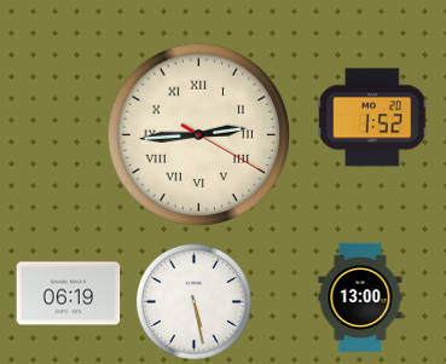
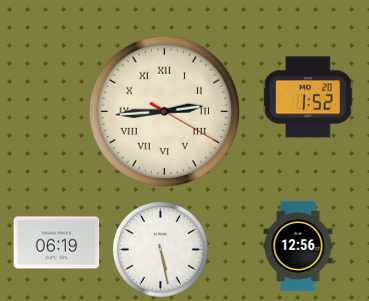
clock at (360, 297): 13:00 -> 12:56
